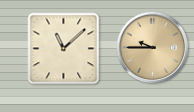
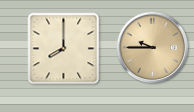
clock at (64, 49): 11:08 -> 8:00
